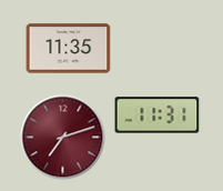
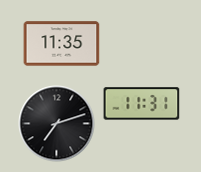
clock at (63, 138) dial: burgundy -> black
